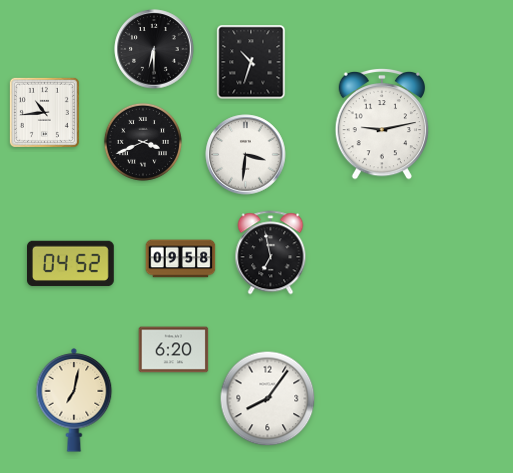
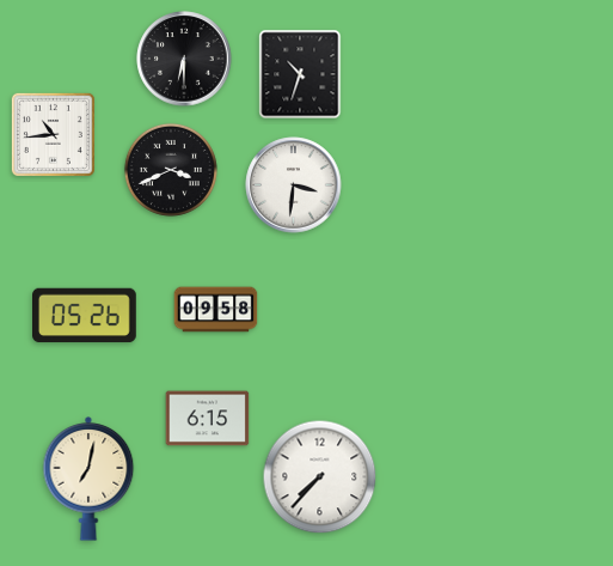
clock at (381, 124): 9:13 -> none
clock at (271, 253): 6:58 -> none
clock at (71, 264): 04:52 -> 05:26
clock at (174, 350): 6:20 -> 6:15
clock at (268, 399): 8:06 -> 7:37
